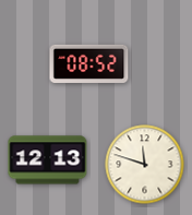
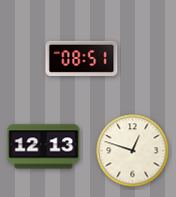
clock at (89, 63): 08:52 -> 08:51
clock at (145, 165): 11:48 -> 12:48
